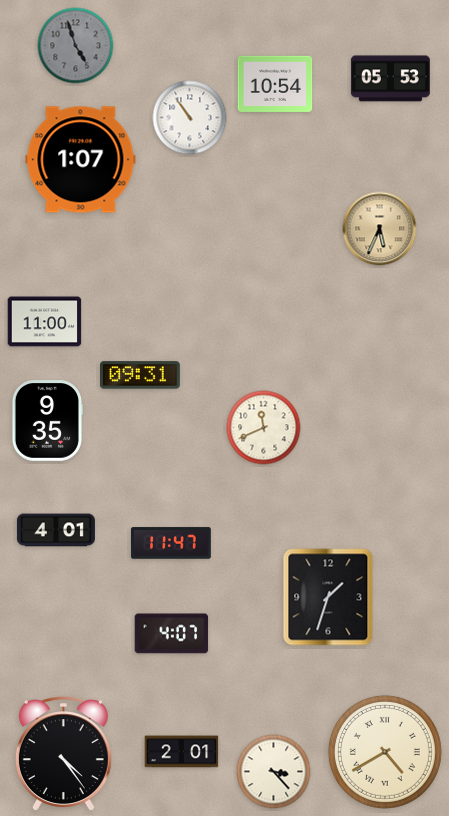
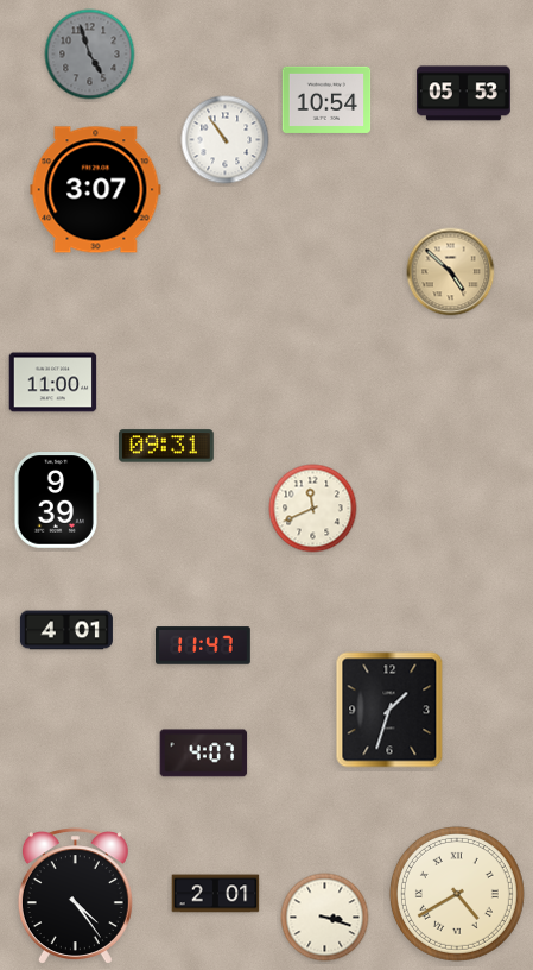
clock at (81, 160): 1:07 -> 3:07
clock at (380, 229): 5:34 -> 4:52
clock at (47, 421): 9:35 -> 9:39
clock at (274, 772): 3:23 -> 3:18
